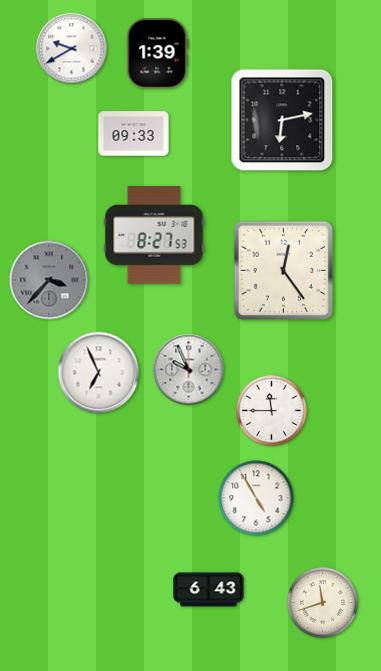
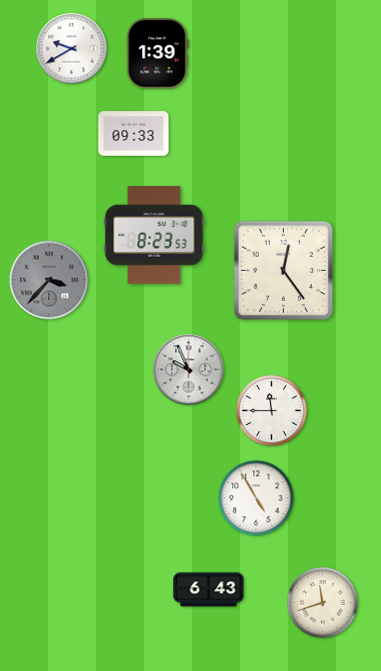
clock at (282, 120): 6:13 -> none
clock at (154, 235): 8:27 -> 8:23
clock at (99, 373): 6:56 -> none
